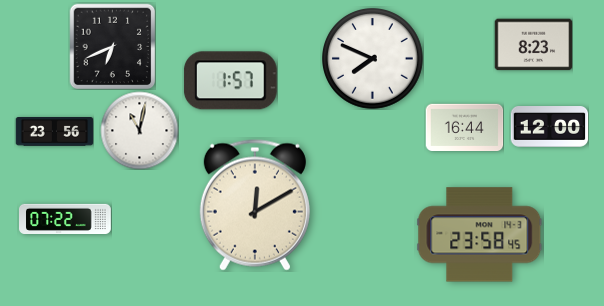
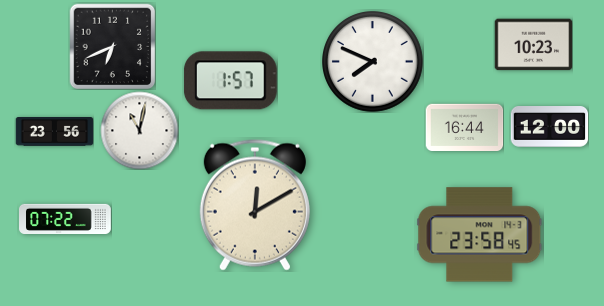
clock at (533, 45): 8:23 -> 10:23
clock at (373, 59) position: (373, 59) -> (373, 62)
